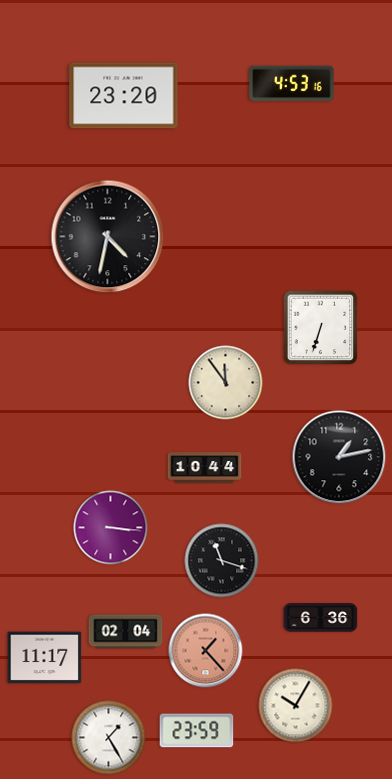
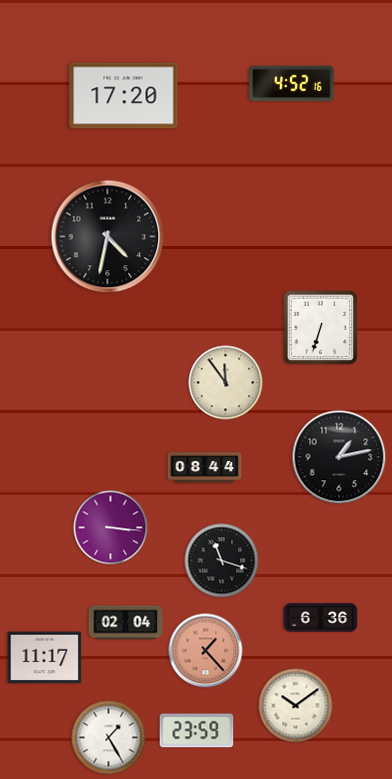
clock at (292, 84): 4:53 -> 4:52
clock at (124, 96): 23:20 -> 17:20
clock at (205, 468): 10:44 -> 08:44
clock at (126, 632) position: (126, 632) -> (126, 623)
clock at (296, 706): 10:05 -> 10:09
